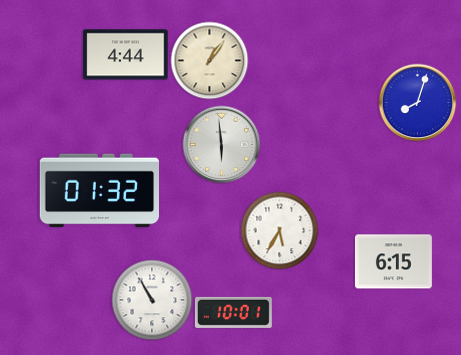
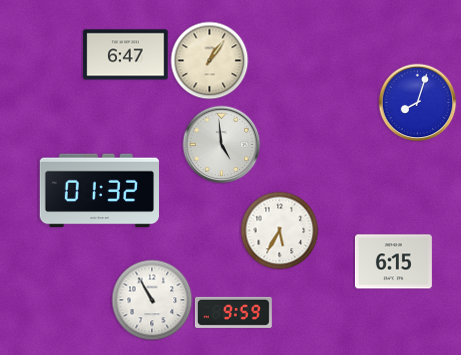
clock at (126, 55): 4:44 -> 6:47
clock at (221, 144): 5:59 -> 4:59
clock at (233, 312): 10:01 -> 9:59
